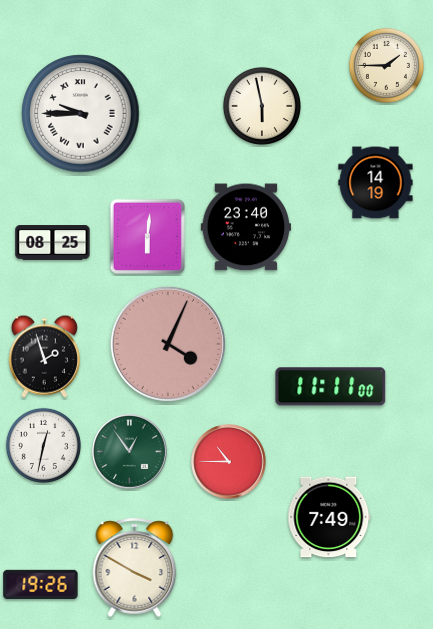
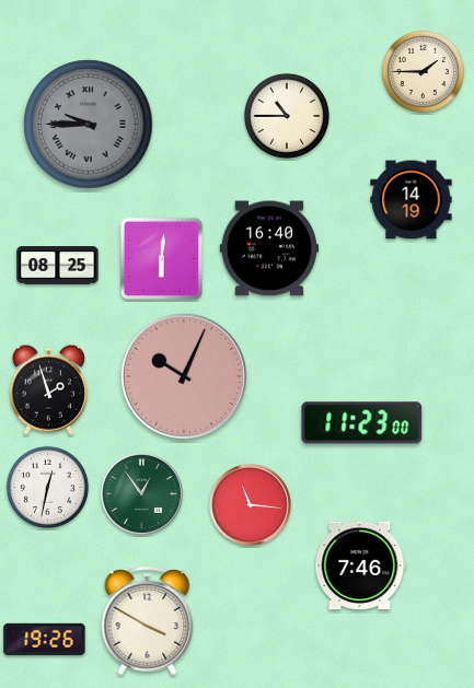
clock at (262, 106): 5:58 -> 10:45
clock at (81, 114) dial: white -> grey
clock at (245, 227): 23:40 -> 16:40
clock at (168, 344): 4:04 -> 10:04
clock at (331, 387): 11:11 -> 11:23
clock at (229, 462): 10:45 -> 11:16
clock at (329, 517): 7:49 -> 7:46
